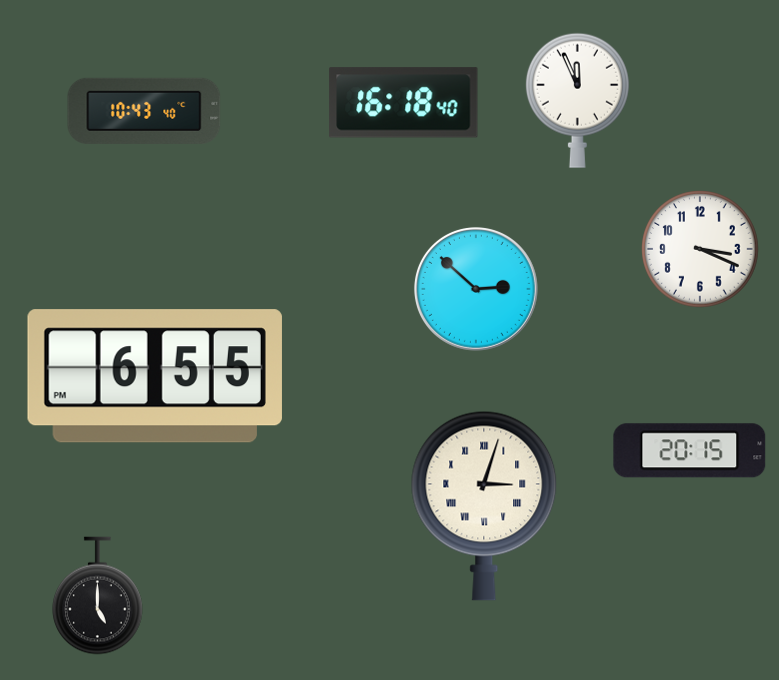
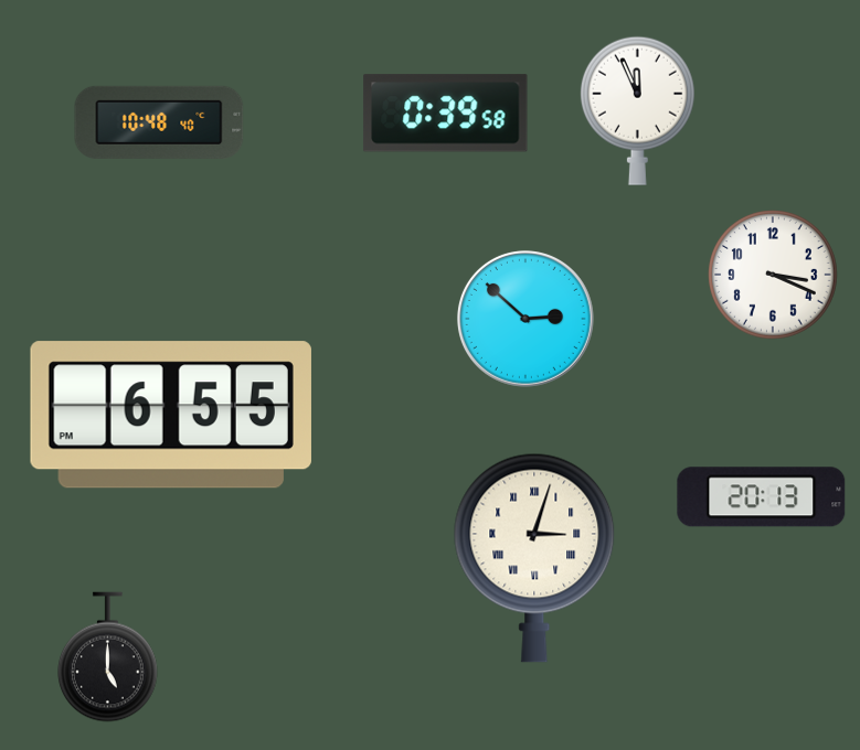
clock at (404, 103): 16:18 -> 0:39
clock at (144, 111): 10:43 -> 10:48
clock at (690, 451): 20:15 -> 20:13
